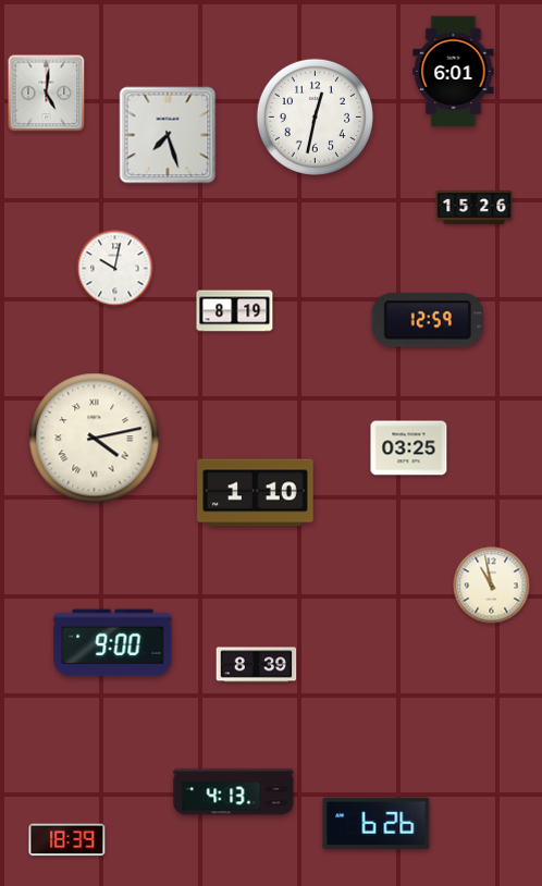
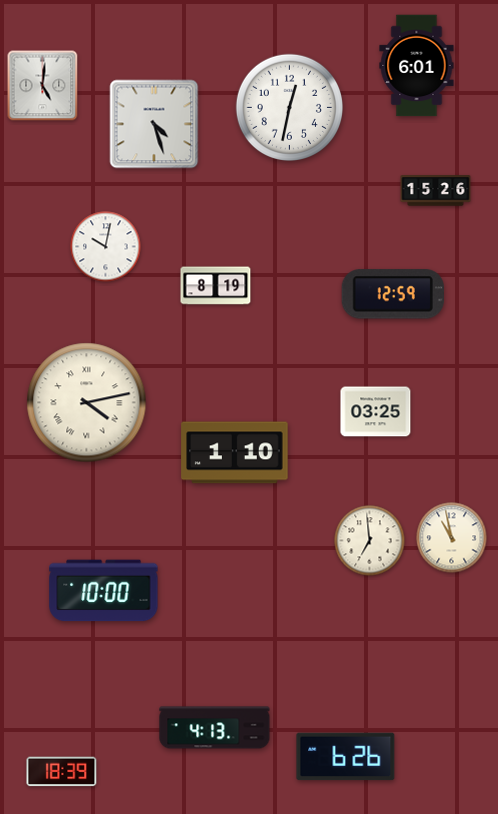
clock at (168, 135): 7:27 -> 4:27
clock at (370, 541): none -> 6:59
clock at (113, 643): 9:00 -> 10:00
clock at (257, 665): 8:39 -> none
